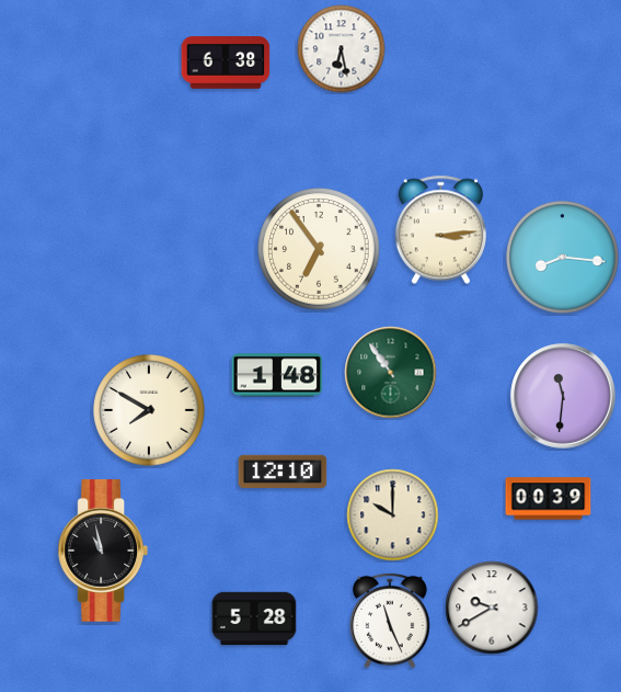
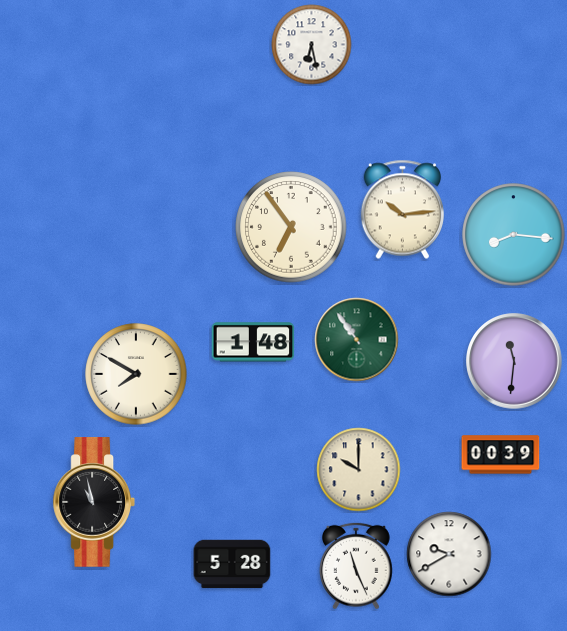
clock at (226, 64): 6:38 -> none
clock at (440, 230): 3:14 -> 10:14
clock at (283, 470): 12:10 -> none
